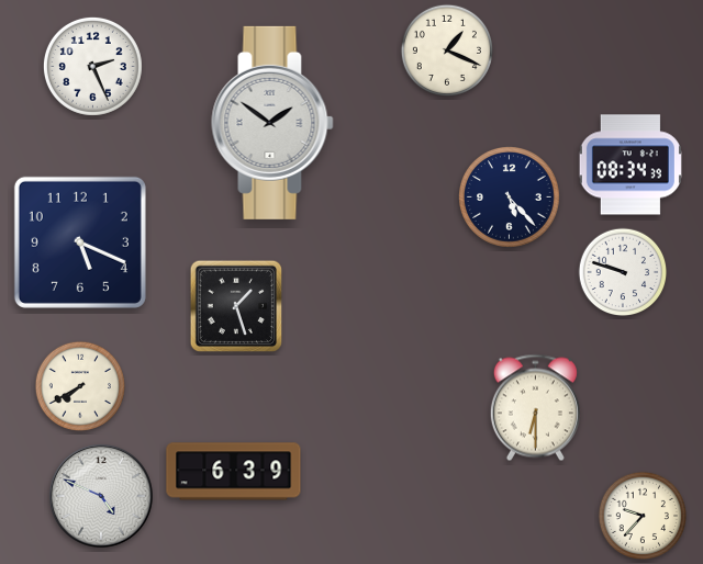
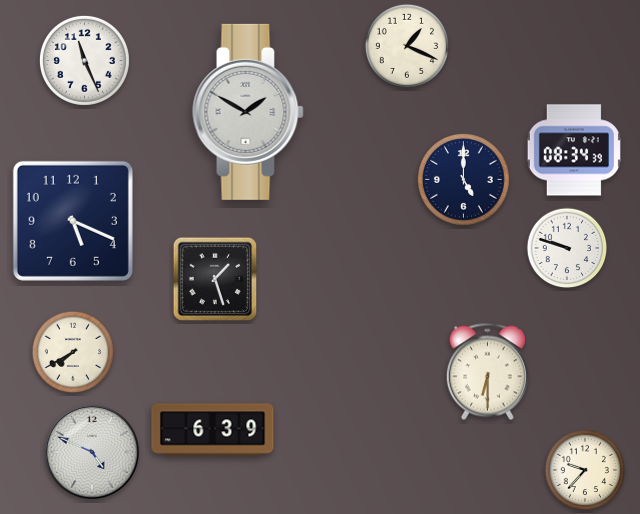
clock at (92, 66): 2:26 -> 11:26
clock at (272, 123): 1:51 -> 1:50
clock at (509, 196): 5:23 -> 5:00
